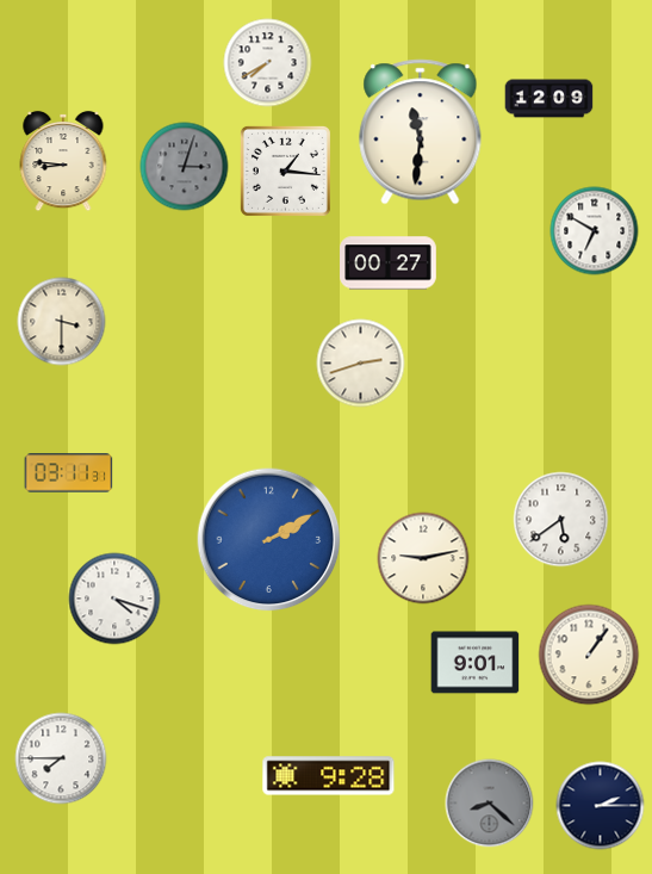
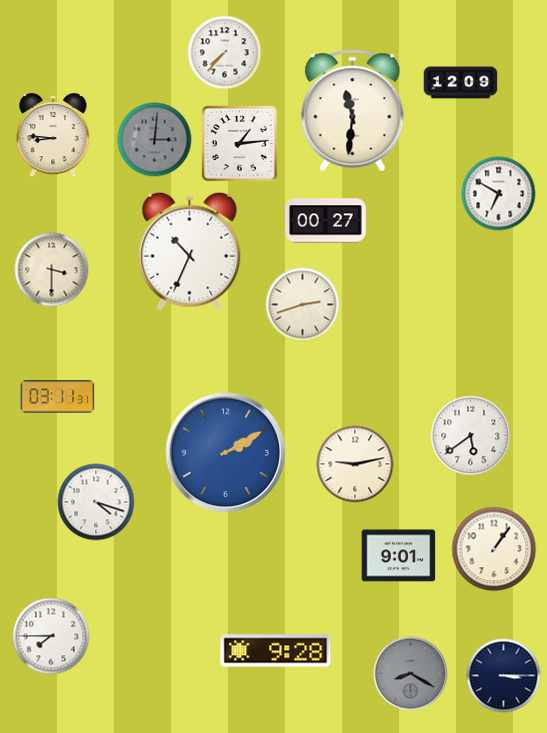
clock at (268, 63): 7:40 -> 7:37
clock at (185, 167): 3:03 -> 3:01
clock at (285, 171): 1:16 -> 1:14
clock at (190, 251): none -> 10:34
clock at (423, 558) position: (423, 558) -> (355, 464)
clock at (490, 804): 8:22 -> 8:20
clock at (601, 806): 2:15 -> 3:15
